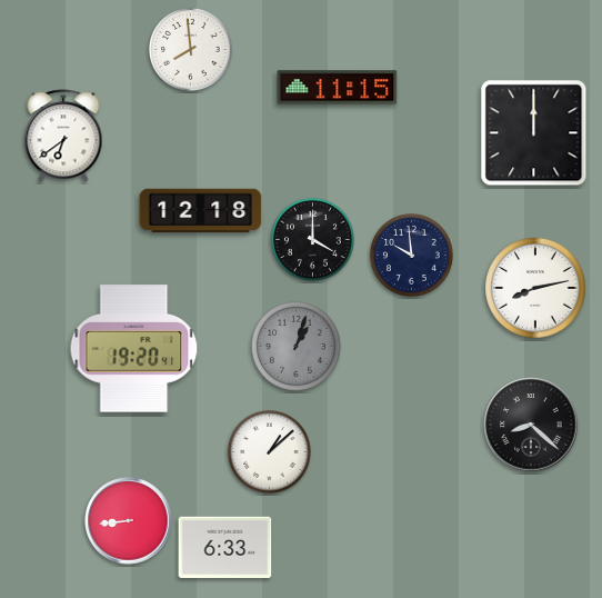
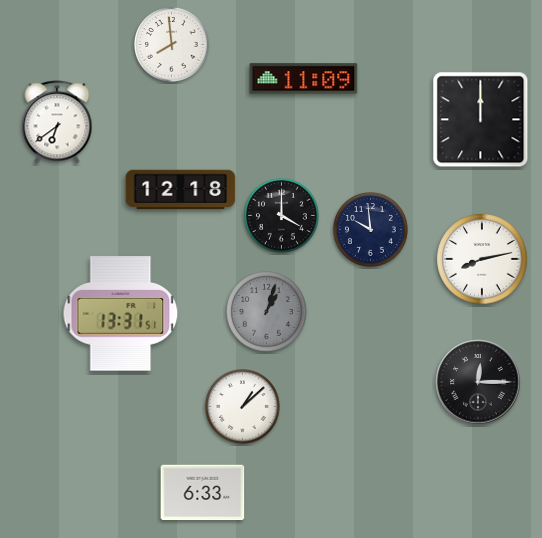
clock at (338, 88): 11:15 -> 11:09
clock at (134, 349): 19:20 -> 13:31
clock at (531, 425): 8:22 -> 12:15
clock at (129, 521): 8:44 -> none
